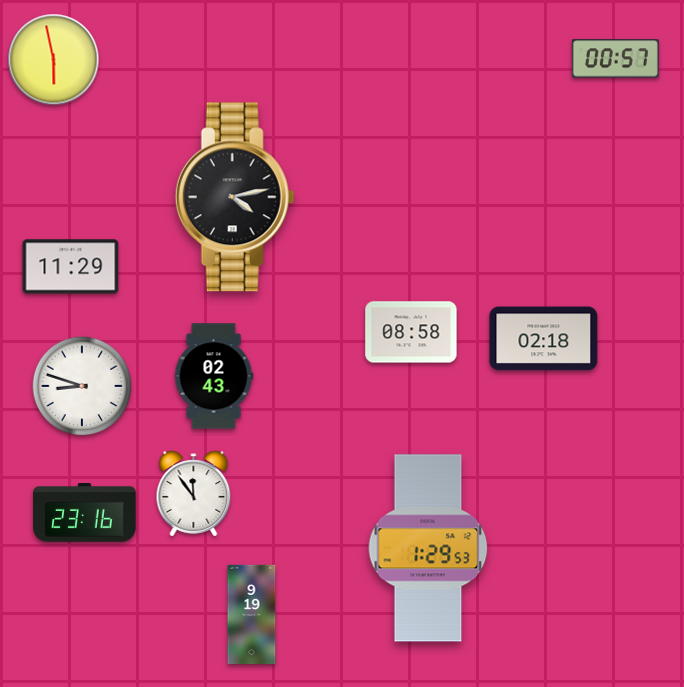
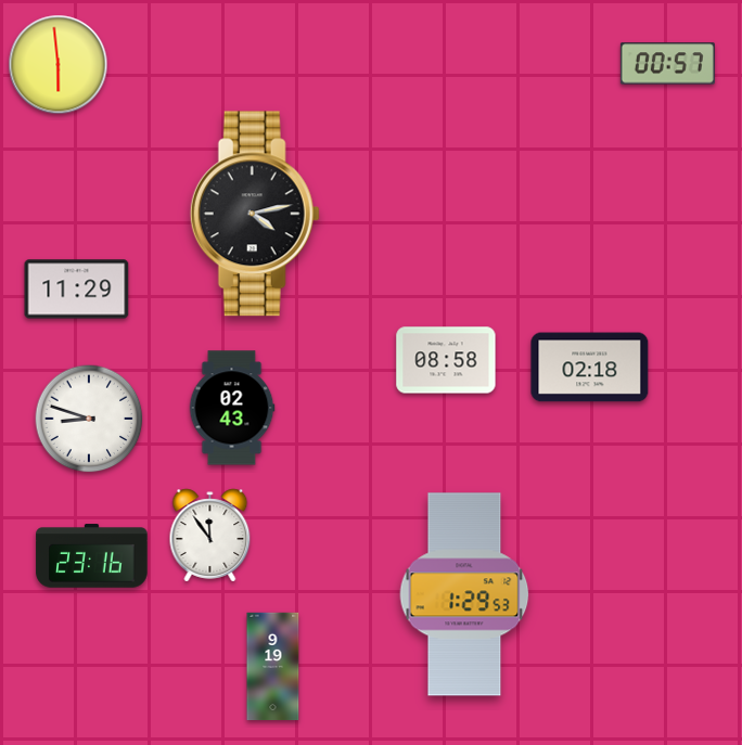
clock at (54, 60): 5:58 -> 5:59
